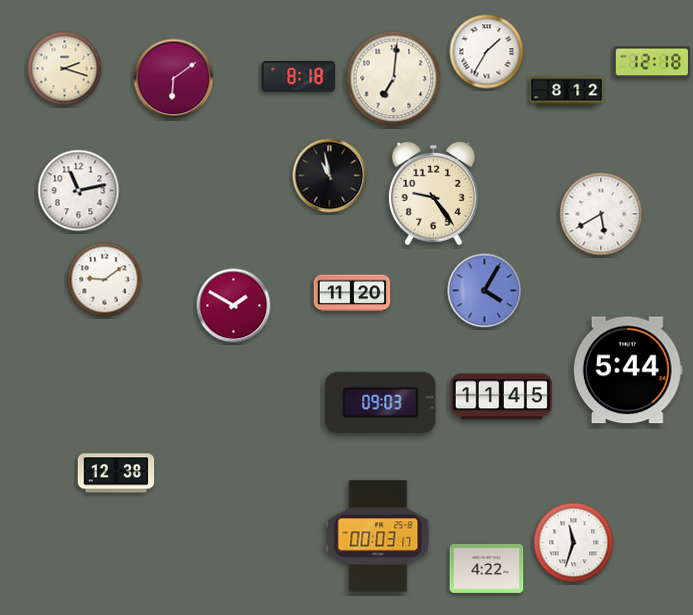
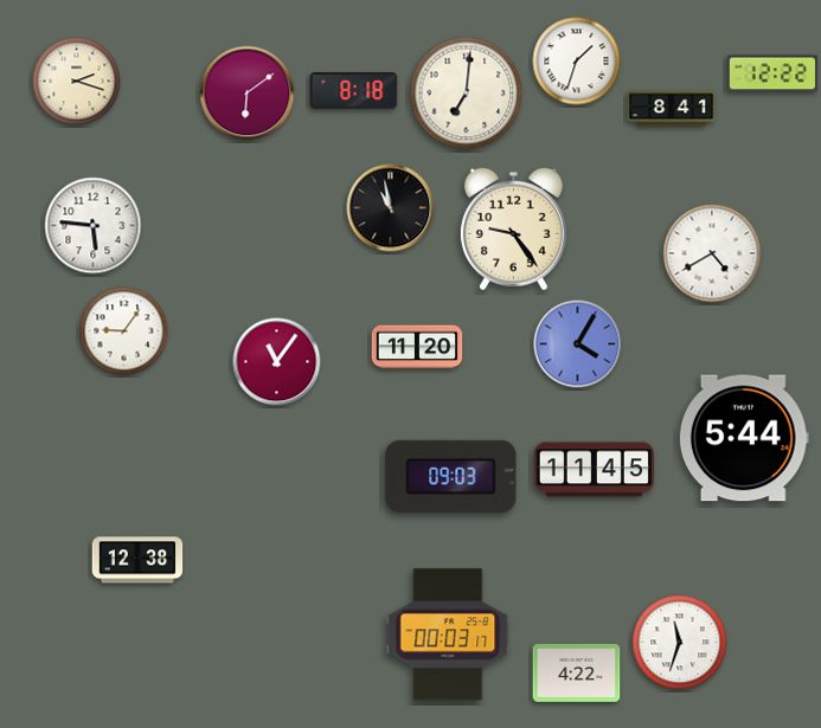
clock at (487, 52): 1:35 -> 1:33
clock at (652, 62): 12:18 -> 12:22
clock at (174, 79) position: (174, 79) -> (248, 94)
clock at (567, 92): 8:12 -> 8:41
clock at (79, 191): 11:13 -> 5:46
clock at (601, 214): 5:40 -> 4:40
clock at (105, 280): 9:09 -> 9:06
clock at (485, 291) position: (485, 291) -> (578, 344)
clock at (234, 306): 1:50 -> 11:06
